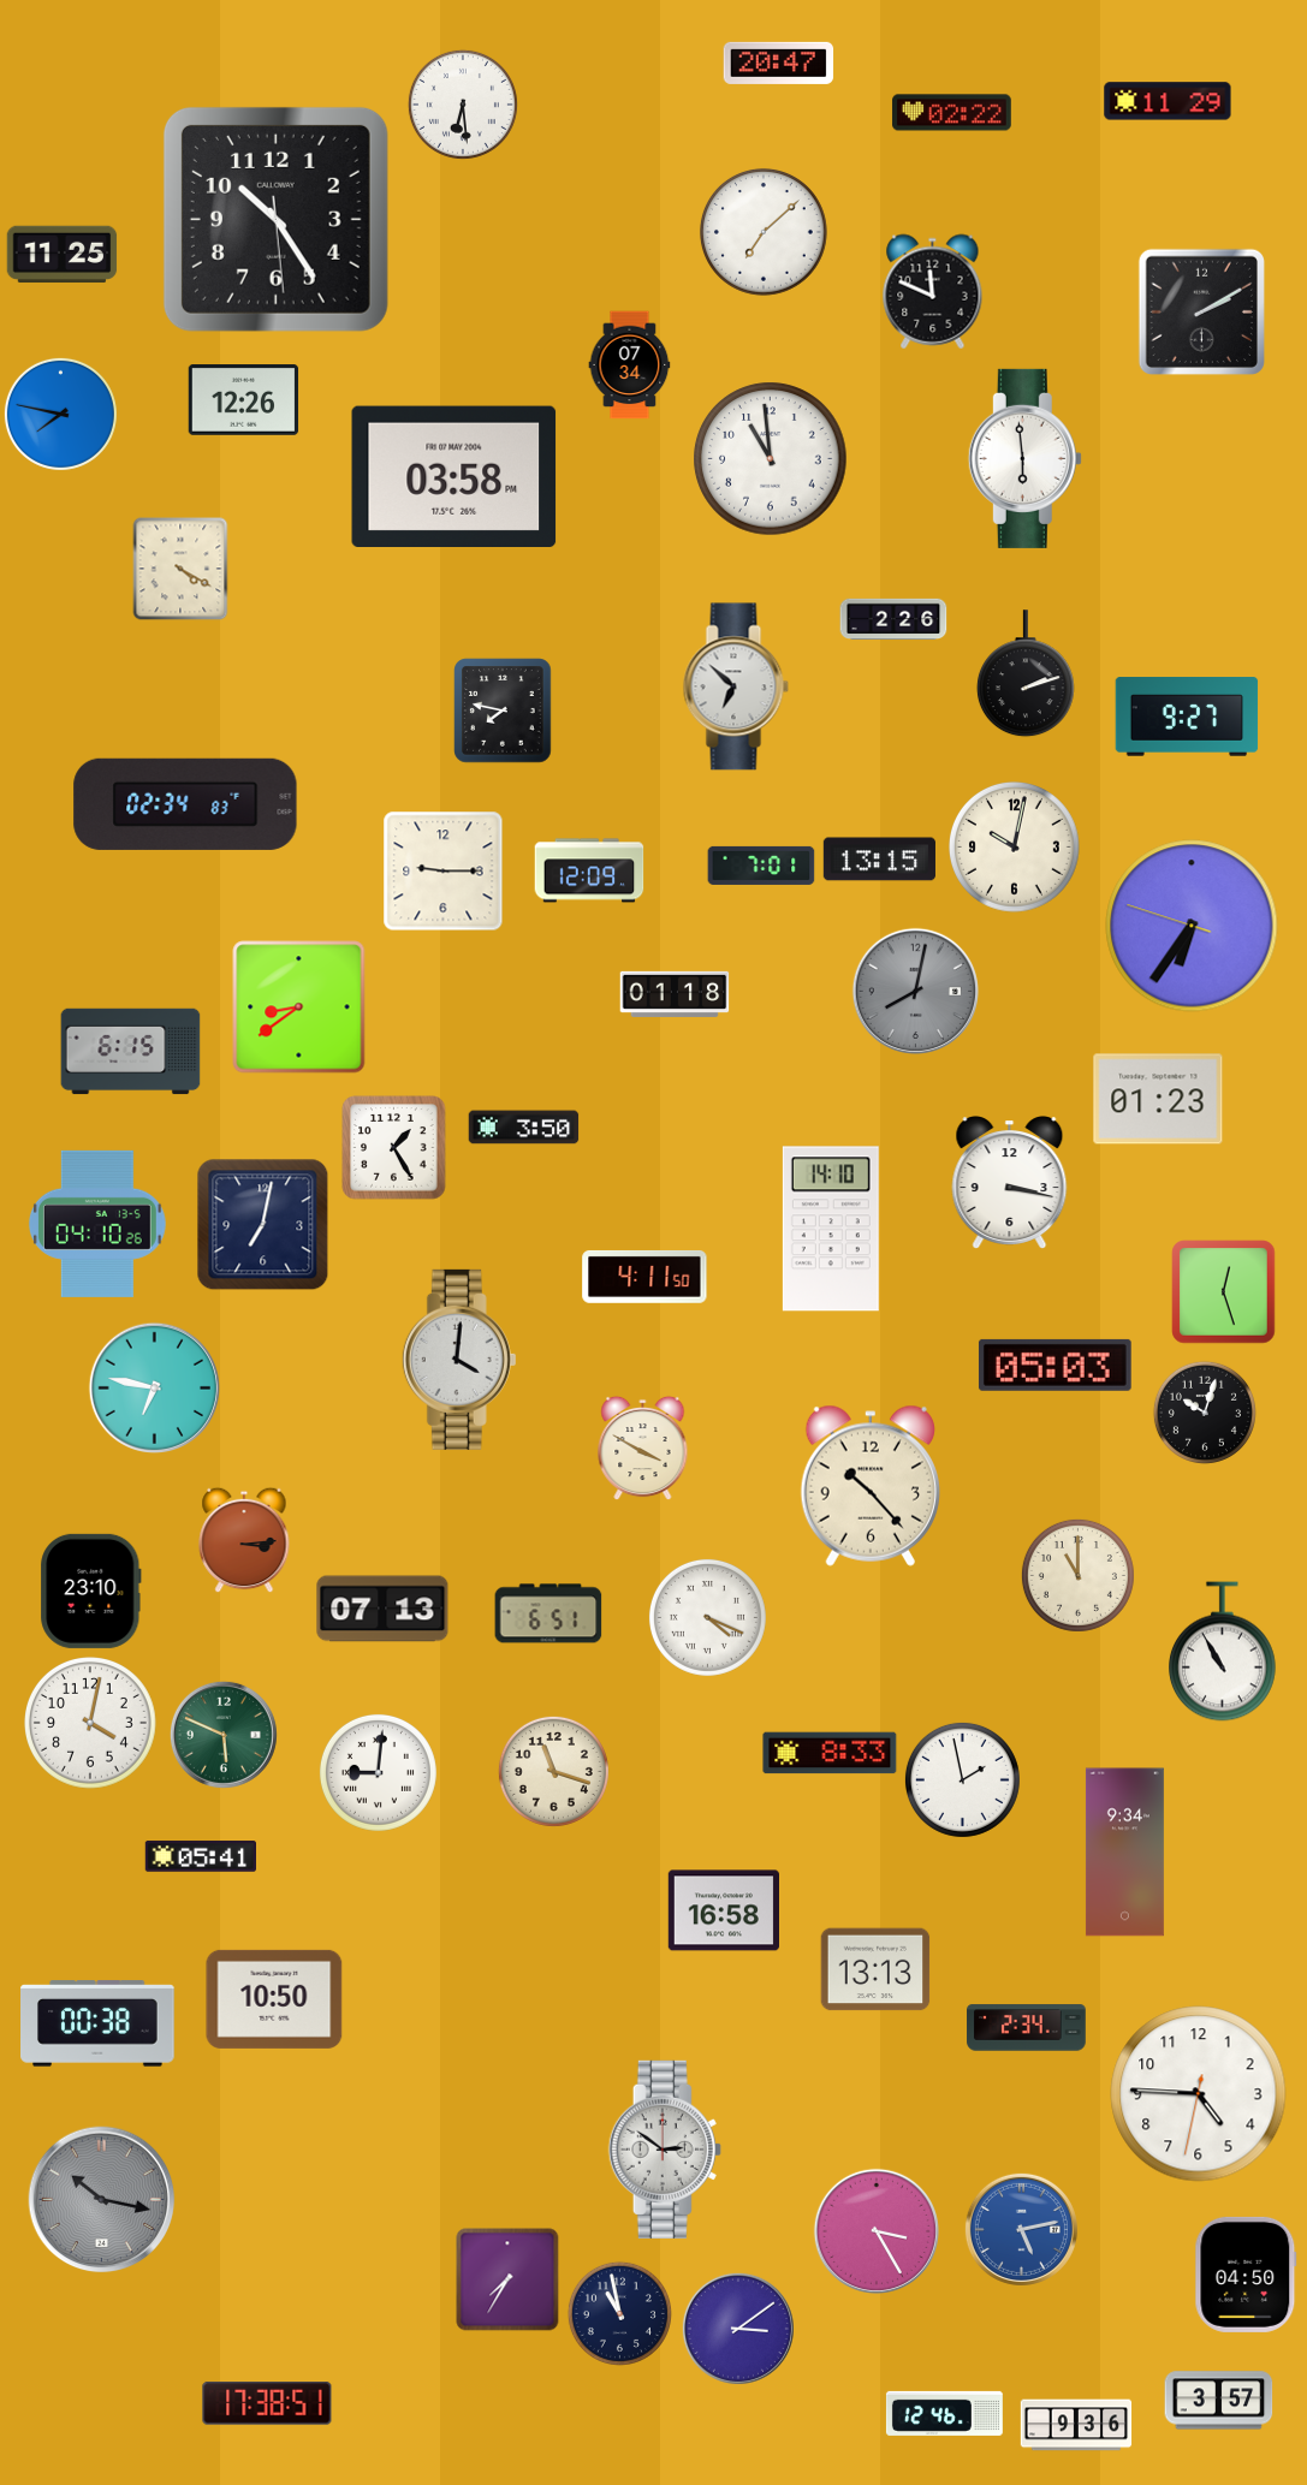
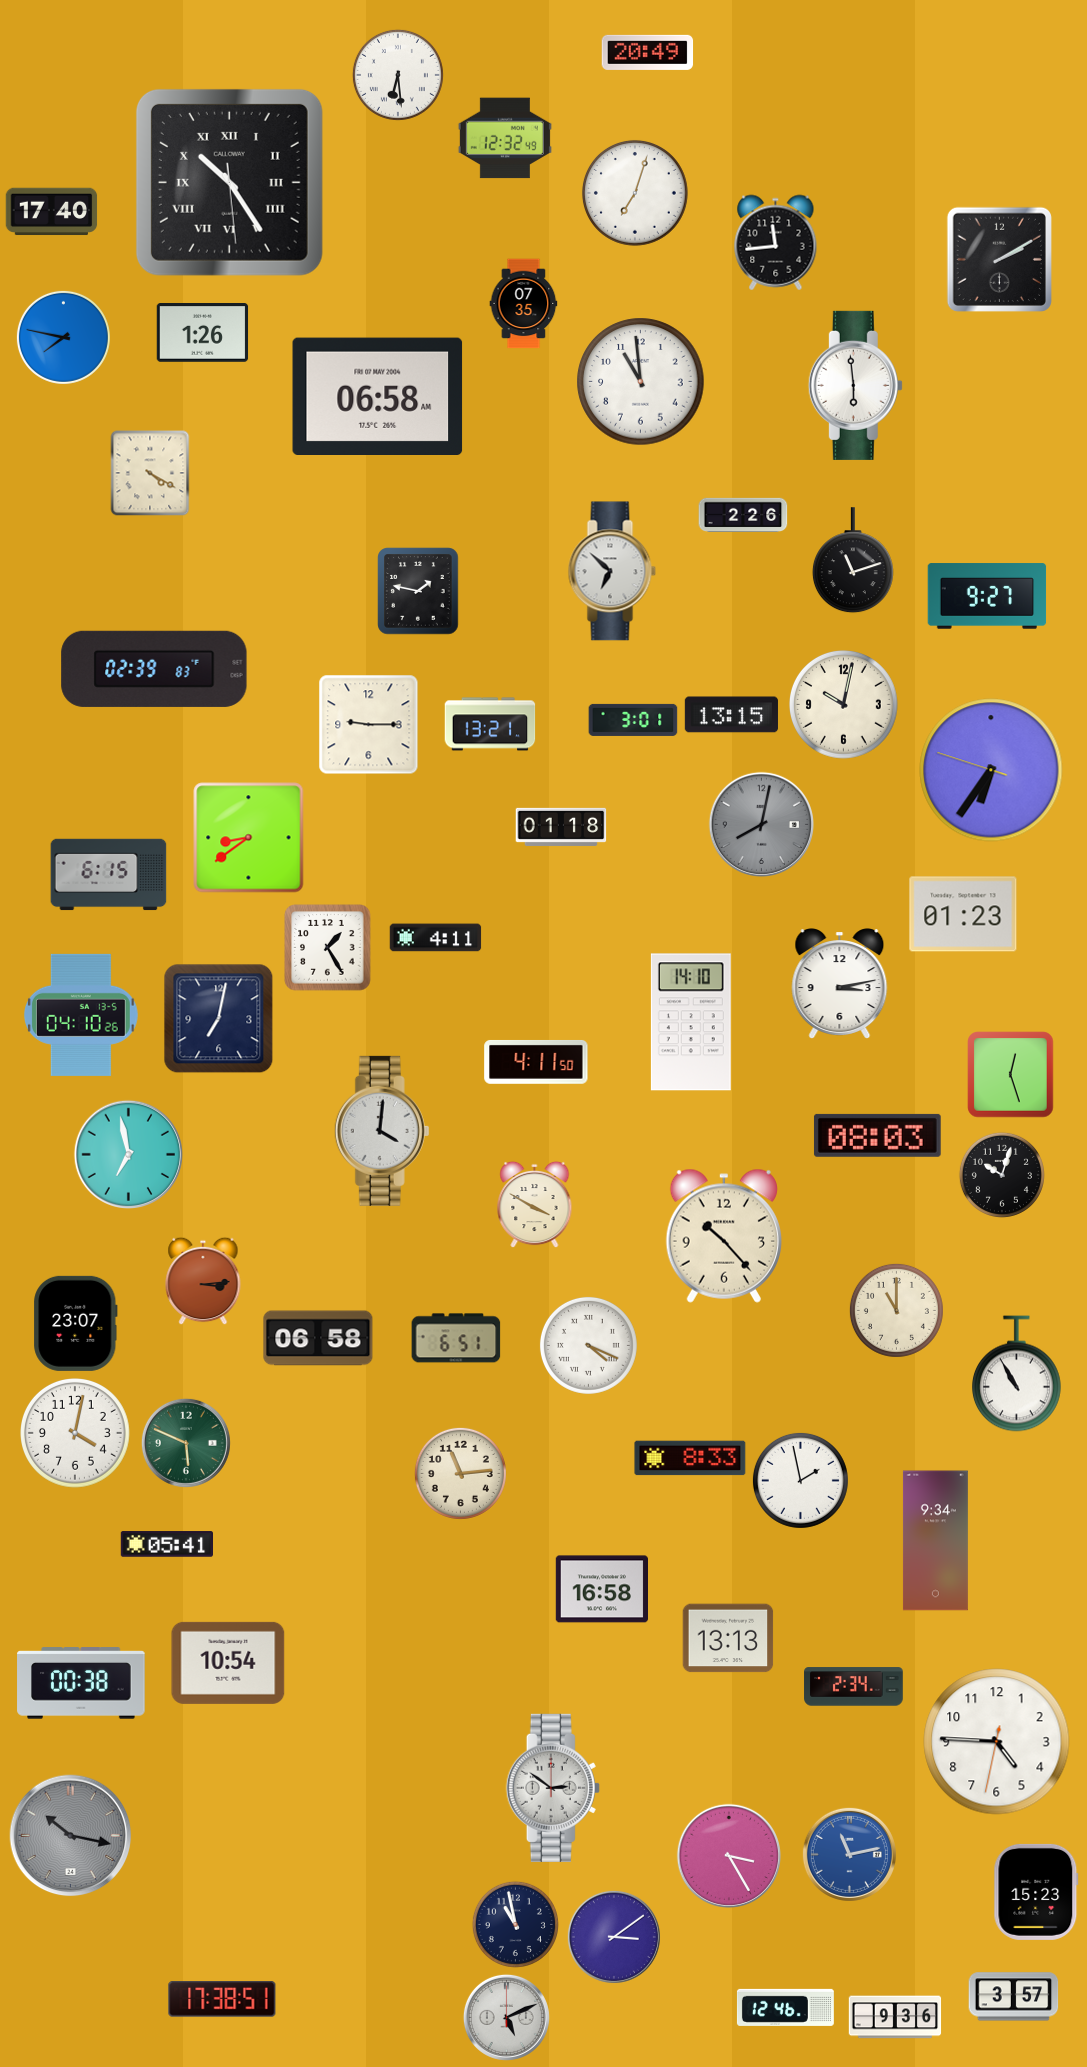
clock at (779, 63): 20:47 -> 20:49
clock at (1168, 101): 11:29 -> none
clock at (463, 105) position: (463, 105) -> (398, 75)
clock at (952, 113): 02:22 -> none
clock at (505, 138): none -> 12:32
clock at (275, 219) numerals: Arabic -> Roman
clock at (764, 232): 7:08 -> 7:03
clock at (63, 255): 11:25 -> 17:40
clock at (933, 292): 11:49 -> 11:44
clock at (630, 365): 07:34 -> 07:35
clock at (244, 400): 12:26 -> 1:26
clock at (60, 414) position: (60, 414) -> (63, 337)
clock at (1024, 458) position: (1024, 458) -> (855, 385)
clock at (455, 476): 03:58 -> 06:58
clock at (1026, 674): 2:12 -> 11:12
clock at (503, 711): 7:47 -> 1:47
clock at (185, 804): 02:34 -> 02:39
clock at (761, 866): 7:01 -> 3:01
clock at (589, 870): 12:09 -> 13:21
clock at (524, 1128): 3:50 -> 4:11
clock at (394, 1148) position: (394, 1148) -> (328, 948)
clock at (1010, 1183): 3:17 -> 3:13
clock at (97, 1224) position: (97, 1224) -> (81, 1015)
clock at (1224, 1292) position: (1224, 1292) -> (1011, 1075)
clock at (1054, 1365): 05:03 -> 08:03
clock at (154, 1387): 6:47 -> 6:58
clock at (91, 1591): 23:10 -> 23:07
clock at (382, 1609): 07:13 -> 06:58
clock at (548, 1613) position: (548, 1613) -> (456, 1338)
clock at (553, 1771): 11:18 -> 11:14
clock at (378, 1772): 9:01 -> none
clock at (274, 1999): 10:50 -> 10:54
clock at (102, 2200) position: (102, 2200) -> (71, 1836)
clock at (1021, 2229): 5:13 -> 11:13
clock at (1246, 2275): 04:50 -> 15:23
clock at (507, 2279): 7:35 -> none
clock at (506, 2017): none -> 5:11
